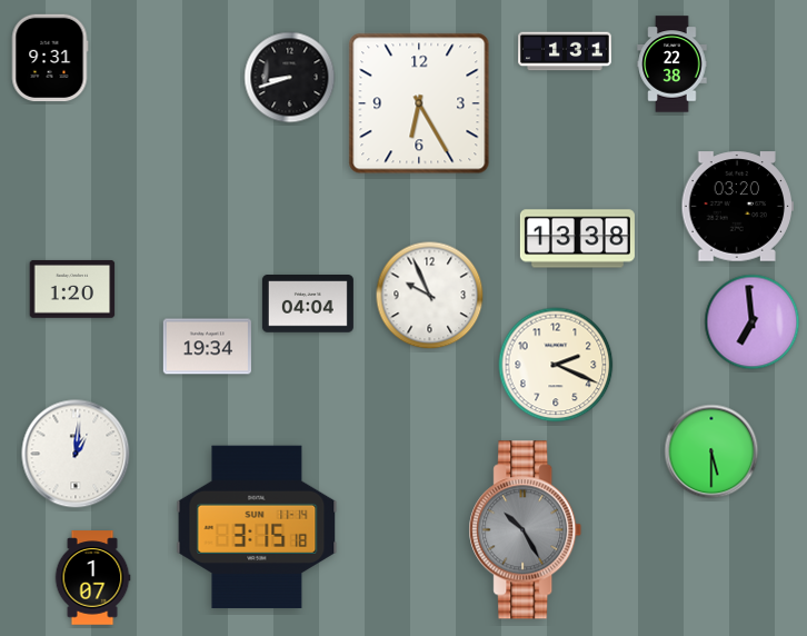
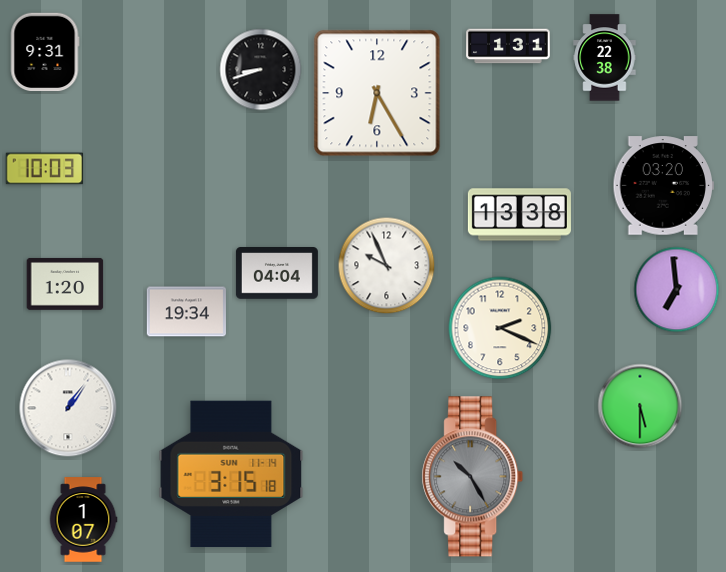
clock at (45, 169): none -> 10:03
clock at (72, 289) position: (72, 289) -> (65, 284)
clock at (76, 454): 1:01 -> 1:06
